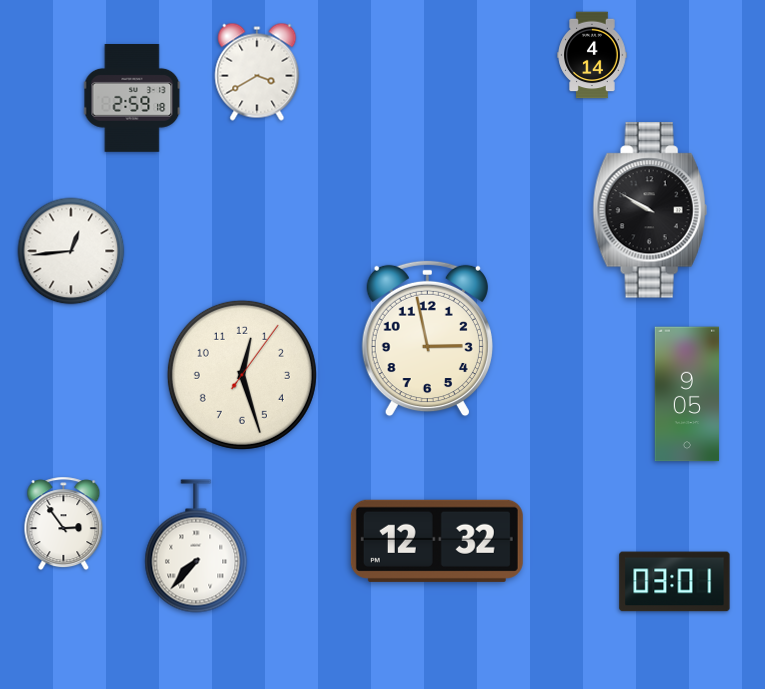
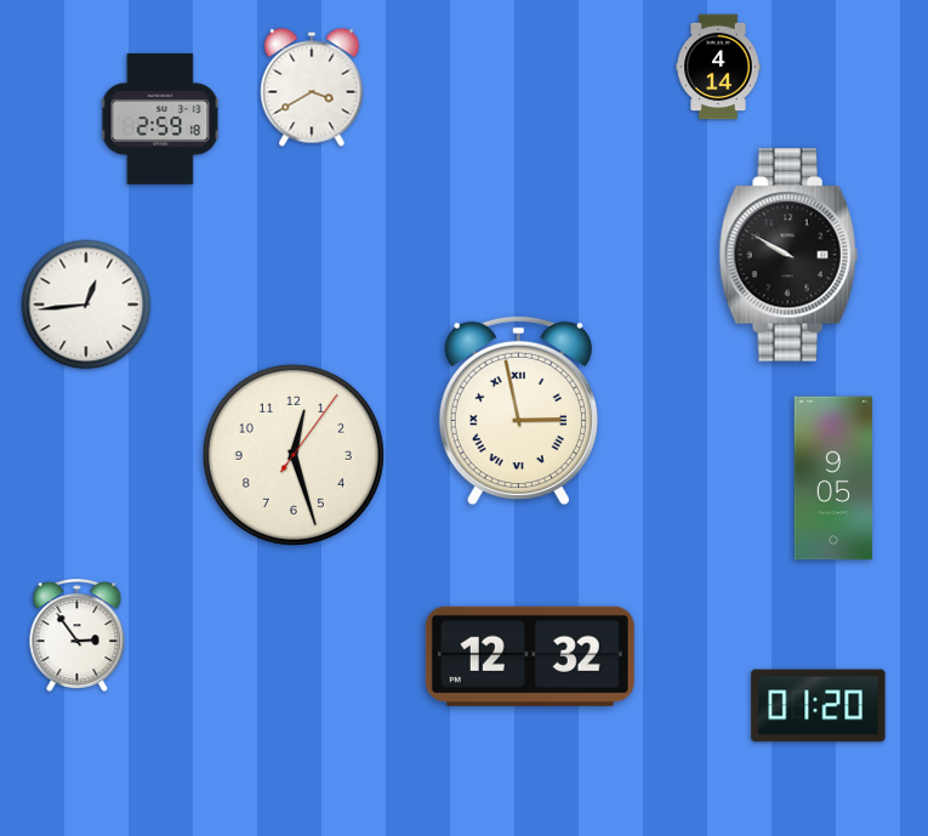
clock at (427, 339) numerals: Arabic -> Roman
clock at (196, 546): 7:37 -> none
clock at (675, 582): 03:01 -> 01:20
